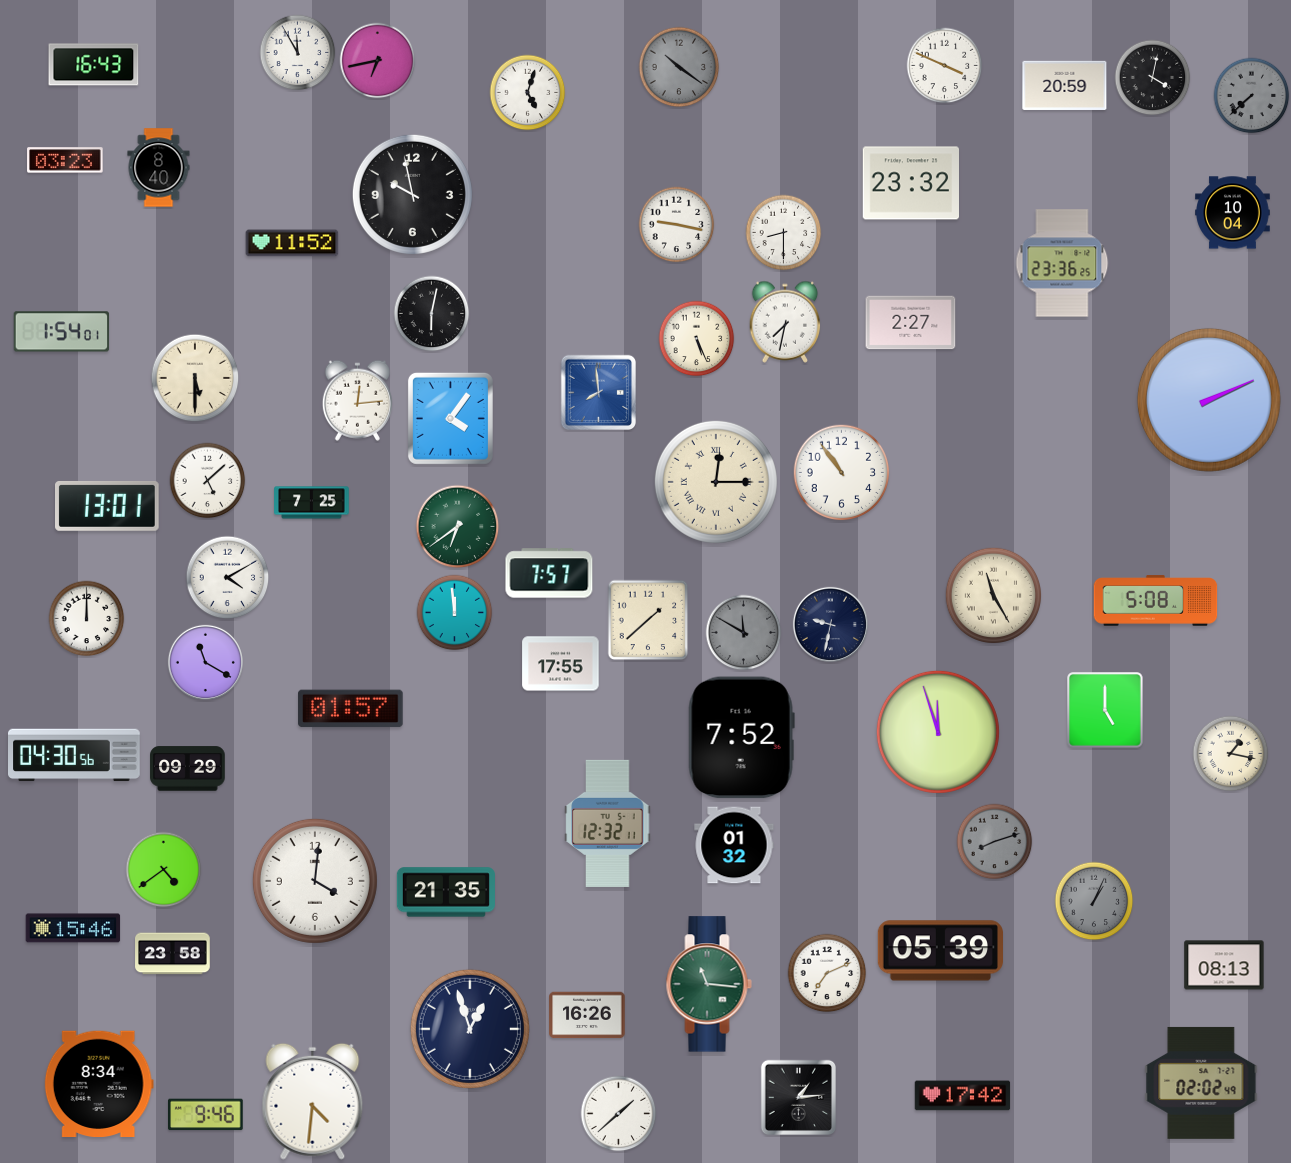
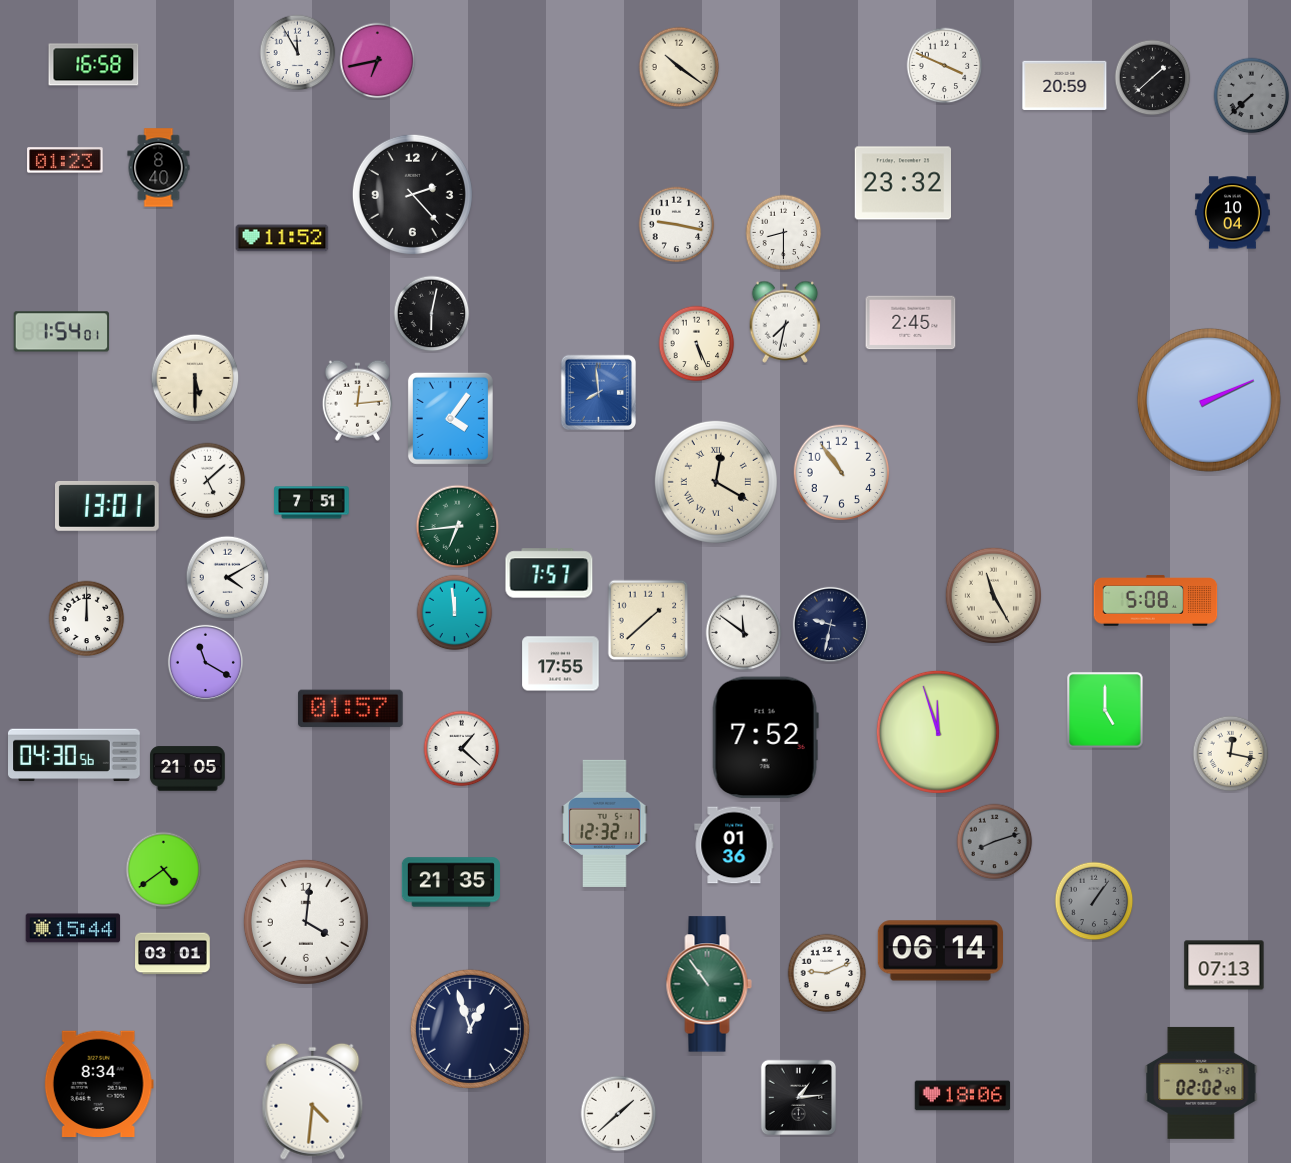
clock at (94, 65): 16:43 -> 16:58
clock at (679, 67) dial: grey -> cream
clock at (1153, 78): 4:02 -> 1:38
clock at (528, 93): 5:03 -> none
clock at (65, 160): 03:23 -> 01:23
clock at (910, 183) position: (910, 183) -> (902, 183)
clock at (412, 194): 9:58 -> 2:23
clock at (292, 243) position: (292, 243) -> (282, 238)
clock at (1062, 263): 23:36 -> none
clock at (911, 323): 2:27 -> 2:45
clock at (697, 339) position: (697, 339) -> (697, 344)
clock at (716, 482): 12:15 -> 12:20
clock at (312, 503): 7:25 -> 7:51
clock at (458, 527): 6:39 -> 6:44
clock at (744, 633): 11:50 -> 11:51
clock at (744, 633) dial: grey -> white
clock at (741, 738) position: (741, 738) -> (765, 738)
clock at (462, 749): none -> 1:22
clock at (1231, 754): 1:17 -> 12:17
clock at (188, 769): 09:29 -> 21:05
clock at (608, 823) position: (608, 823) -> (605, 823)
clock at (734, 845): 01:32 -> 01:36
clock at (315, 881) position: (315, 881) -> (306, 922)
clock at (446, 892) position: (446, 892) -> (451, 882)
clock at (1094, 901): 1:04 -> 1:06
clock at (73, 928): 15:46 -> 15:44
clock at (940, 951): 05:39 -> 06:14
clock at (173, 954): 23:58 -> 03:01
clock at (1224, 965): 08:13 -> 07:13
clock at (827, 973): 7:11 -> 9:11
clock at (709, 984): 11:16 -> 10:54
clock at (587, 1015): 16:26 -> none
clock at (963, 1096): 17:42 -> 18:06
clock at (206, 1115): 9:46 -> none
